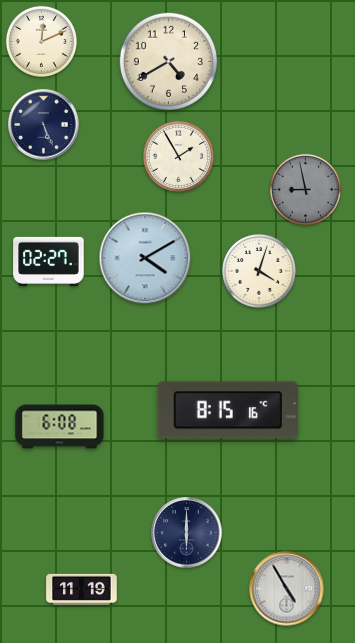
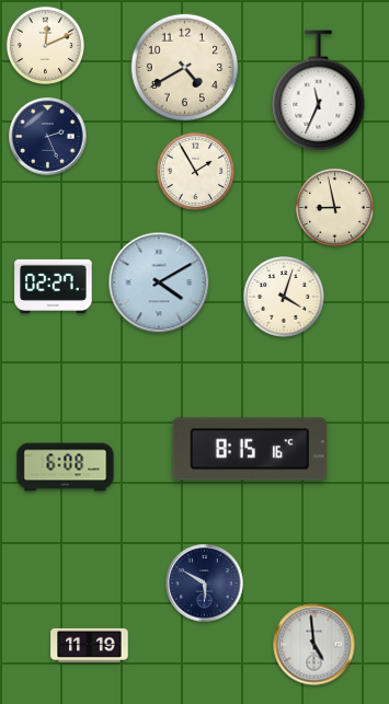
clock at (319, 91): none -> 11:34
clock at (44, 125): 5:26 -> 2:26
clock at (305, 189) dial: grey -> cream
clock at (187, 533): 6:00 -> 5:50
clock at (287, 589): 4:55 -> 4:59
